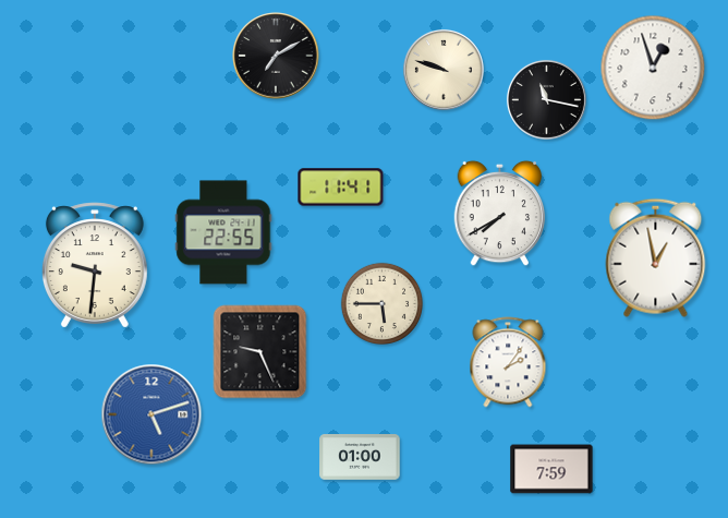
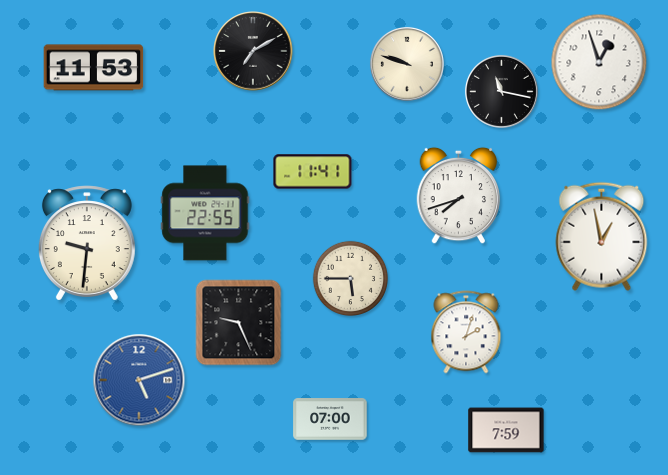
clock at (94, 68): none -> 11:53
clock at (500, 214): 7:40 -> 7:42
clock at (508, 362): 2:06 -> 2:03
clock at (360, 457): 01:00 -> 07:00
